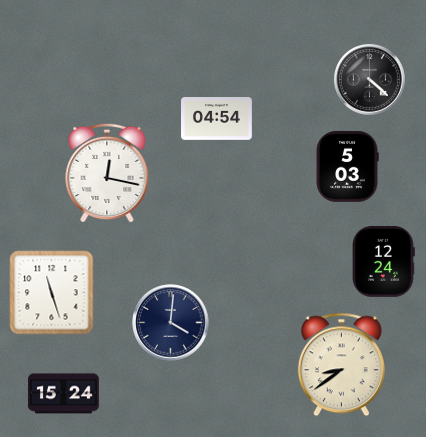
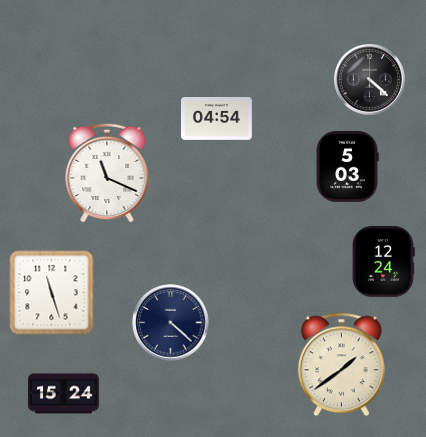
clock at (107, 173): 12:17 -> 11:19
clock at (171, 323): 4:01 -> 4:22
clock at (341, 365): 8:39 -> 1:39
